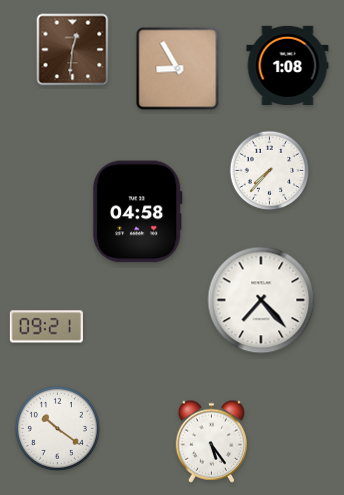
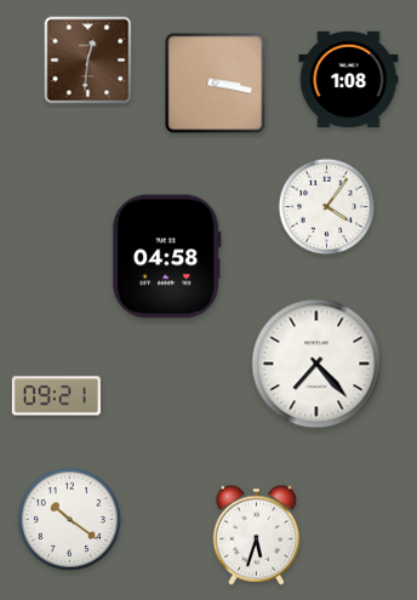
clock at (178, 69): 8:55 -> 3:17
clock at (270, 171): 7:37 -> 4:06
clock at (212, 441): 5:24 -> 5:33
